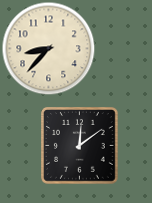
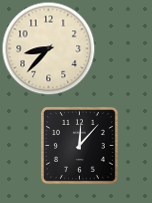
clock at (80, 146): 12:09 -> 12:07
